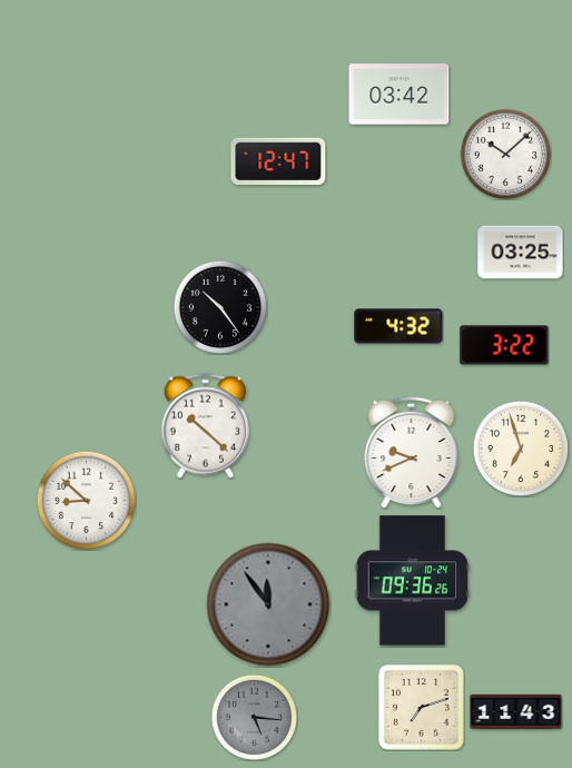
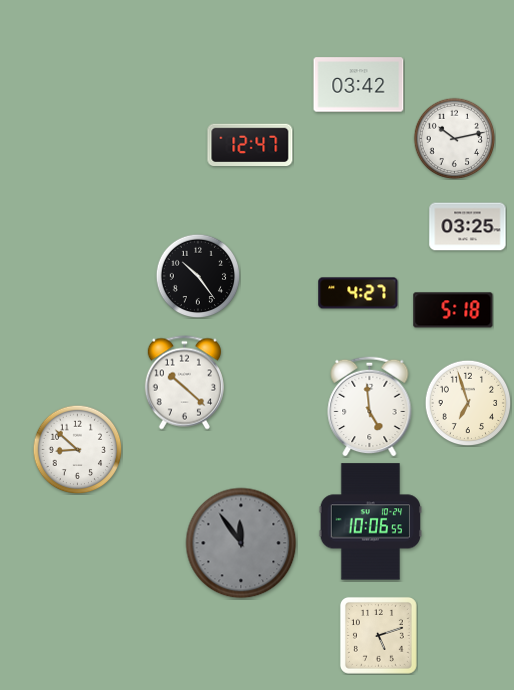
clock at (505, 154): 10:08 -> 10:13
clock at (398, 326): 4:32 -> 4:27
clock at (504, 345): 3:22 -> 5:18
clock at (412, 452): 9:41 -> 4:59
clock at (413, 581): 09:36 -> 10:06
clock at (421, 707): 7:12 -> 5:12
clock at (516, 712): 11:43 -> none
clock at (254, 717): 5:16 -> none
